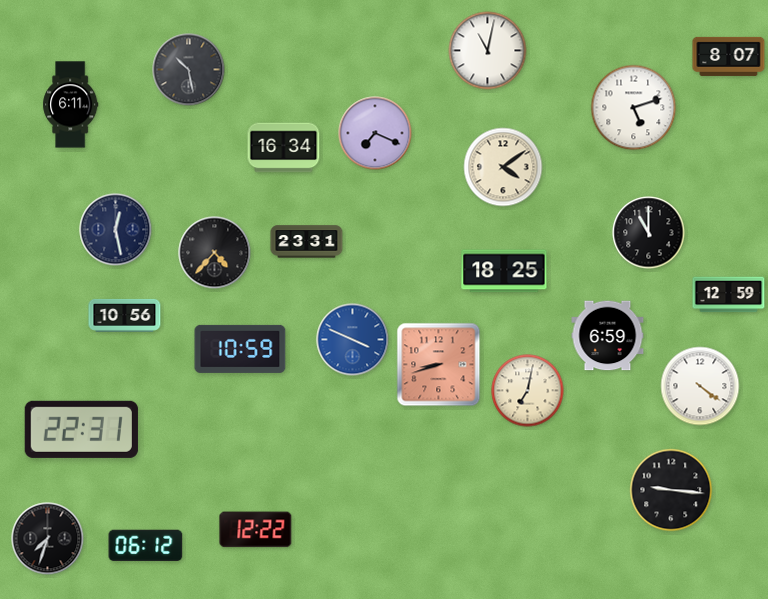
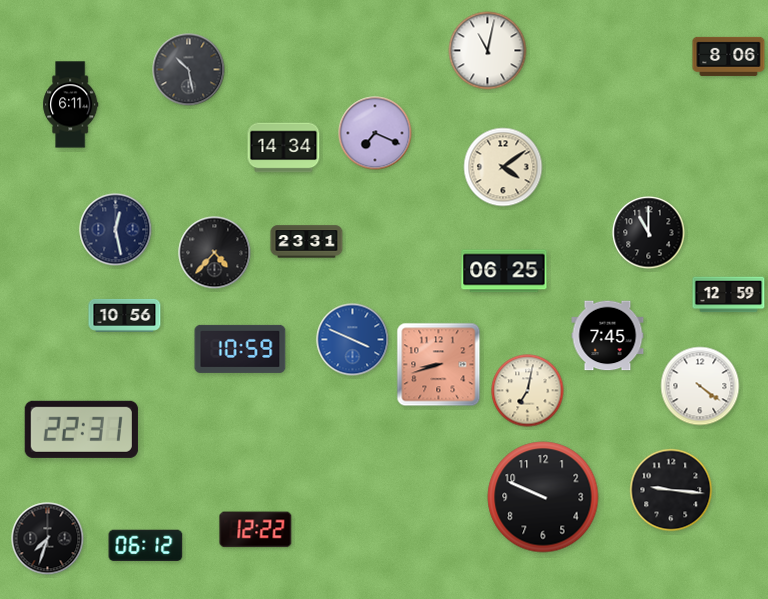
clock at (729, 56): 8:07 -> 8:06
clock at (634, 108): 5:12 -> none
clock at (284, 148): 16:34 -> 14:34
clock at (504, 271): 18:25 -> 06:25
clock at (608, 336): 6:59 -> 7:45
clock at (543, 497): none -> 9:49
